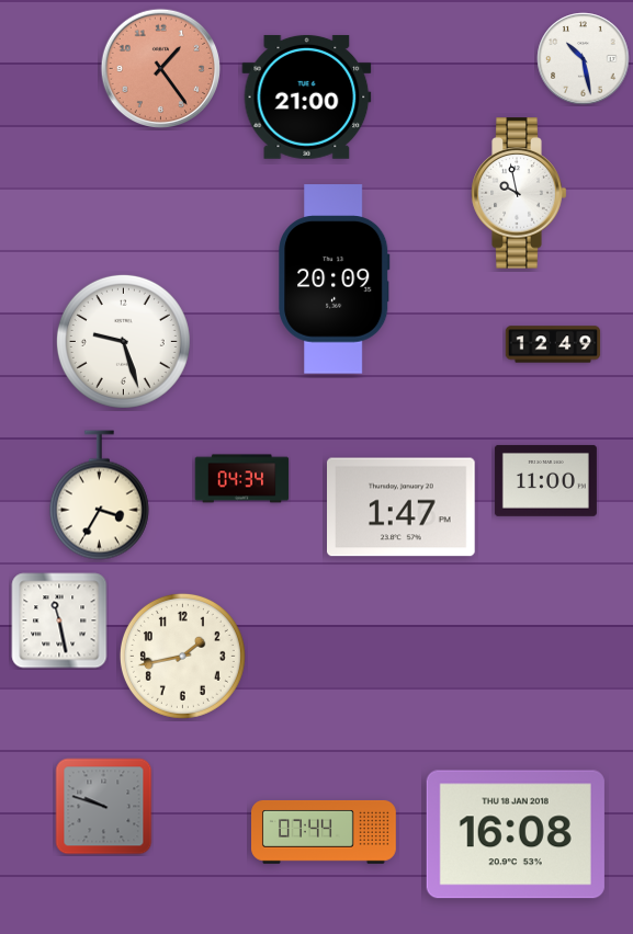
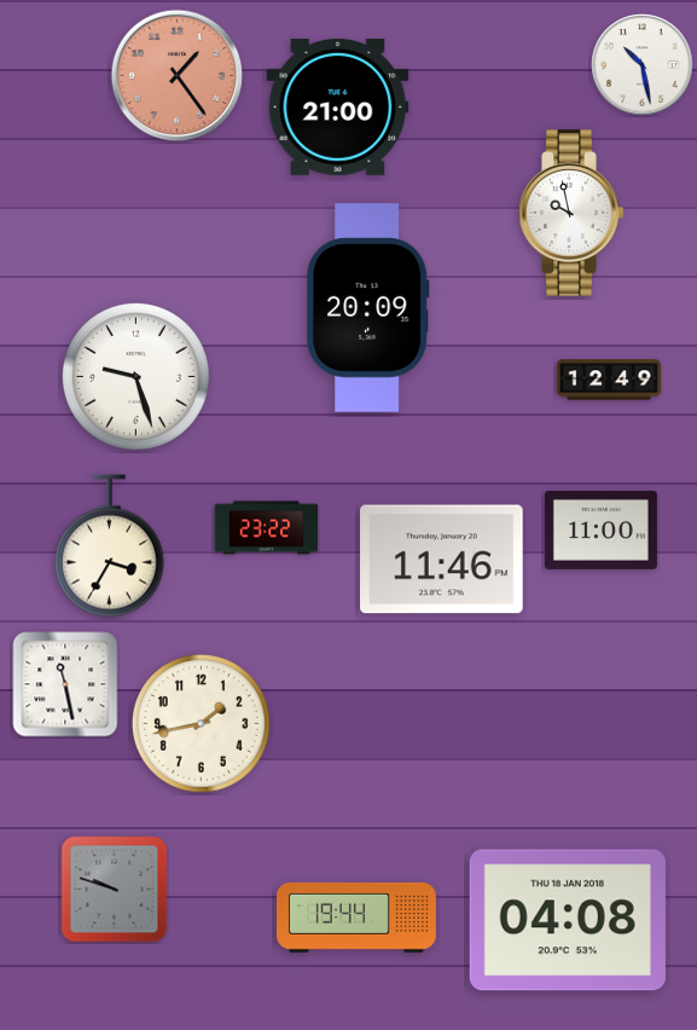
clock at (242, 479): 04:34 -> 23:22
clock at (402, 508): 1:47 -> 11:46
clock at (325, 832): 07:44 -> 19:44
clock at (516, 834): 16:08 -> 04:08
